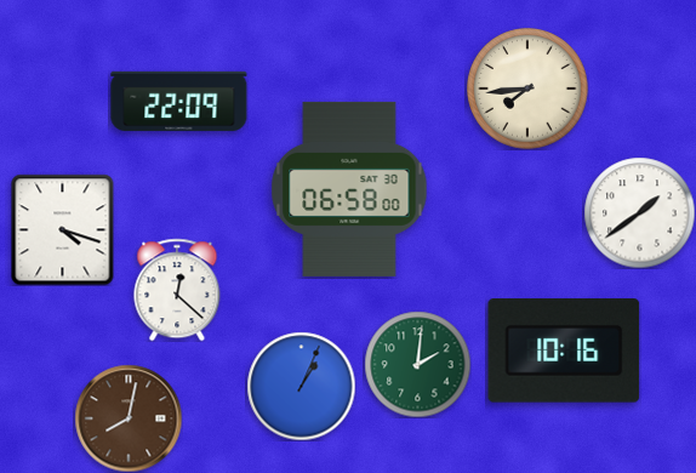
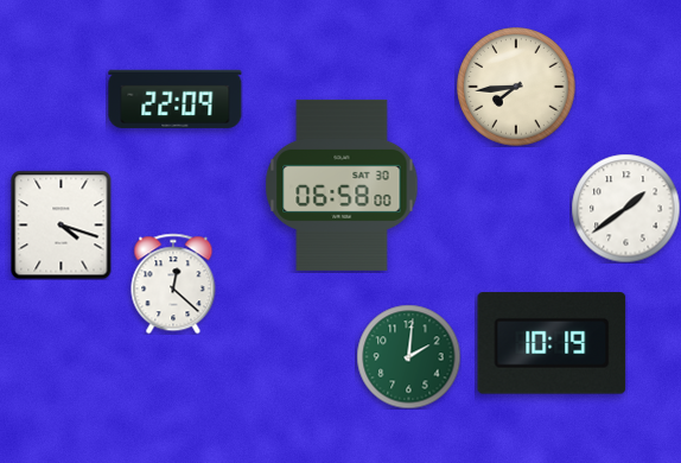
clock at (564, 351): 10:16 -> 10:19
clock at (301, 386): 1:04 -> none
clock at (129, 418): 8:02 -> none
